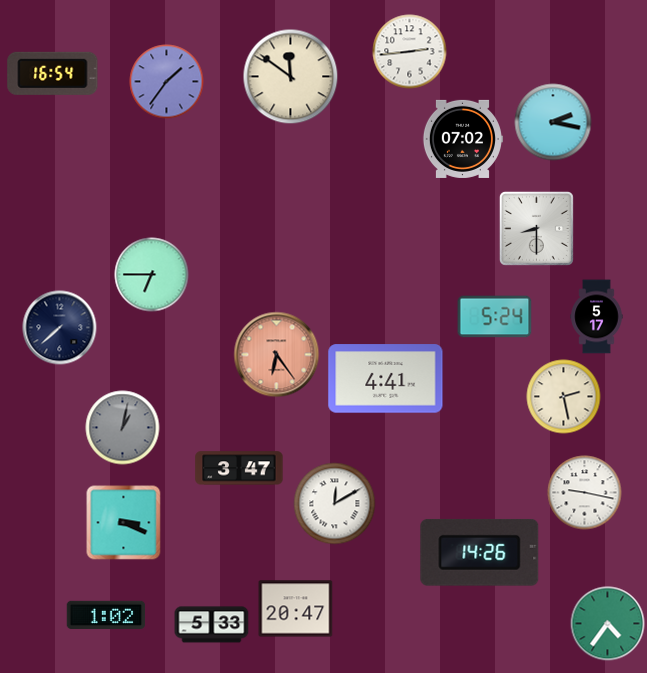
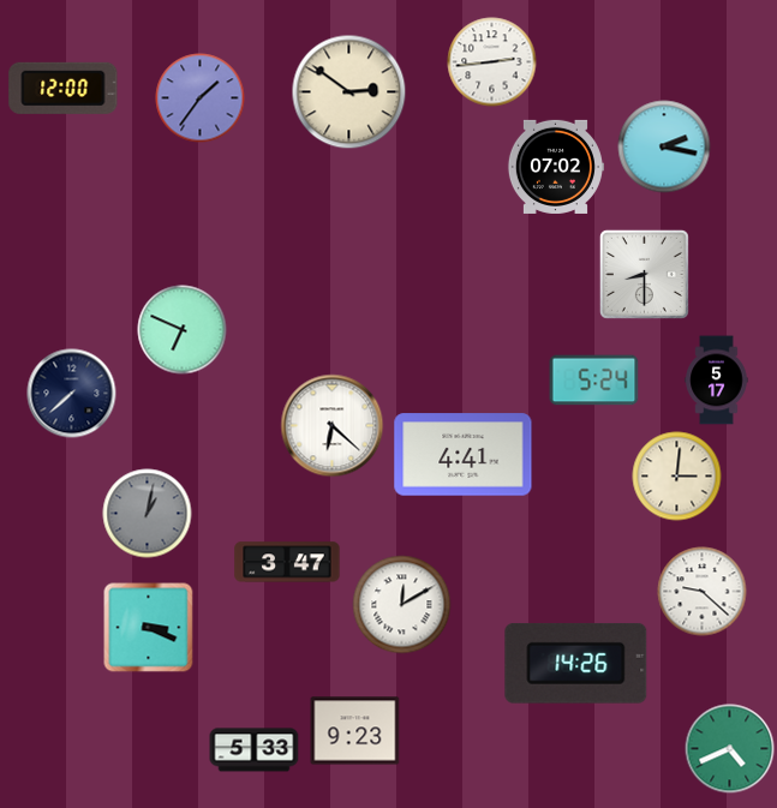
clock at (53, 73): 16:54 -> 12:00
clock at (291, 77): 11:51 -> 2:51
clock at (152, 275): 6:45 -> 6:49
clock at (277, 355): 6:24 -> 6:22
clock at (277, 355) dial: salmon -> white
clock at (564, 397): 2:28 -> 3:01
clock at (585, 493): 9:17 -> 9:22
clock at (296, 609): 20:47 -> 9:23
clock at (106, 615): 1:02 -> none
clock at (608, 624): 4:36 -> 4:41
